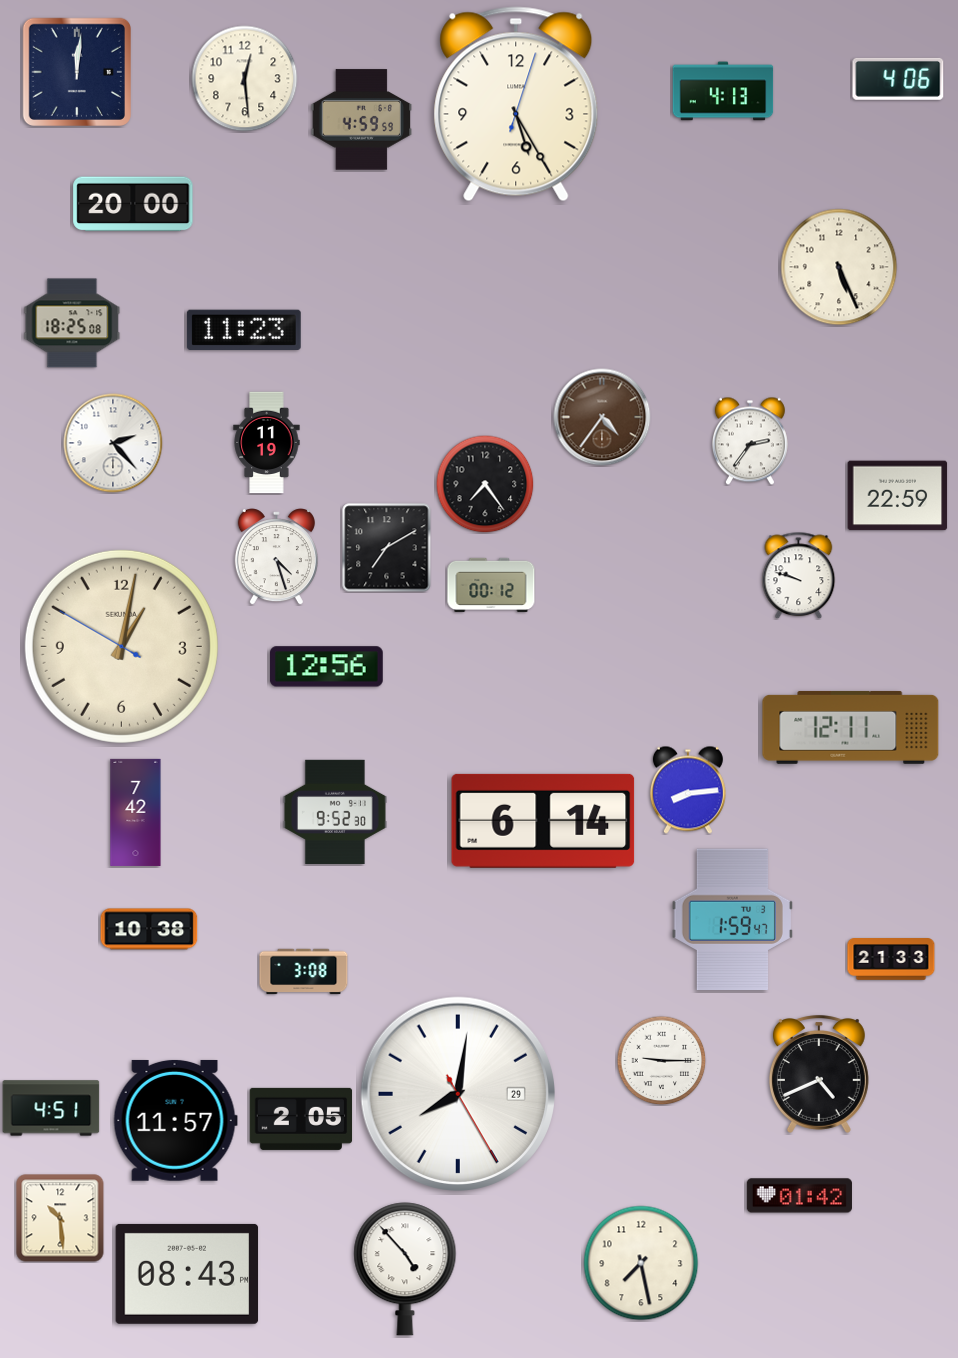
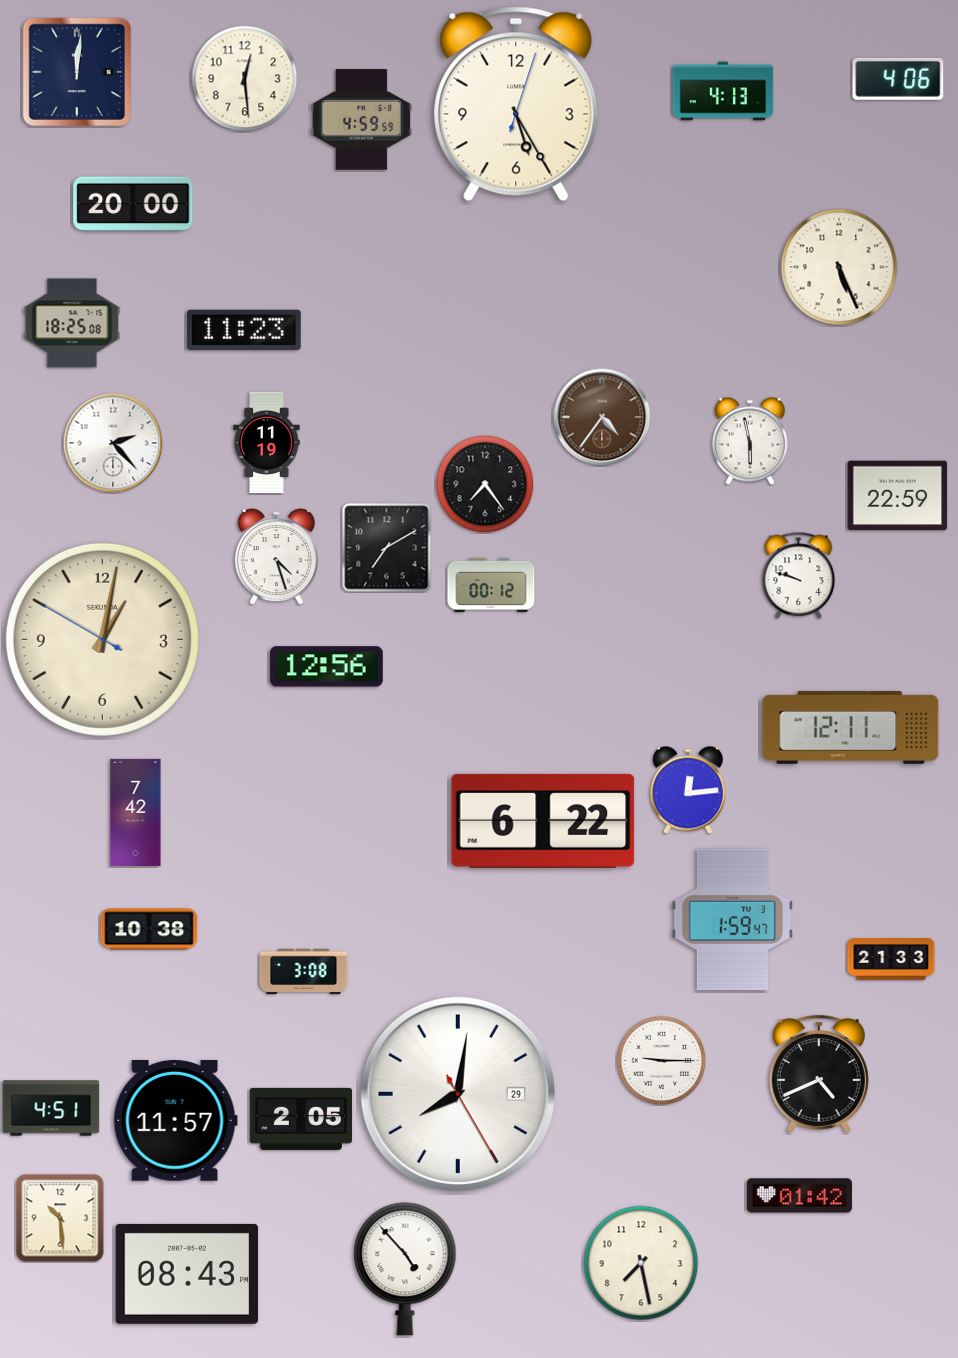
clock at (750, 441): 2:36 -> 5:58
clock at (121, 646) position: (121, 646) -> (102, 639)
clock at (688, 790): 8:14 -> 12:14
clock at (335, 811): 9:52 -> none
clock at (543, 821): 6:14 -> 6:22
